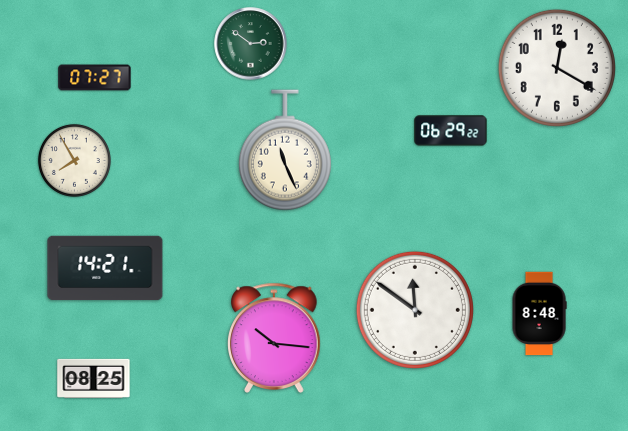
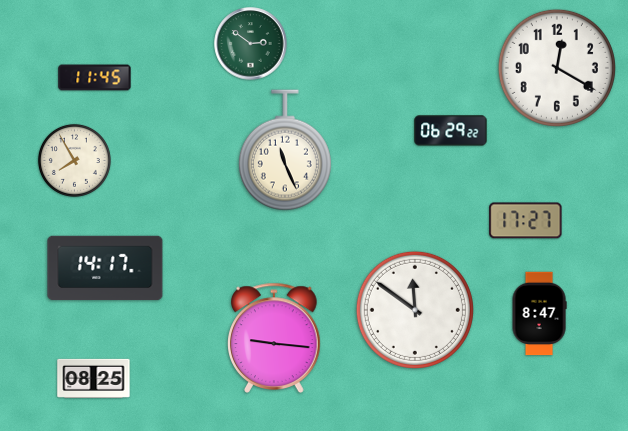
clock at (95, 78): 07:27 -> 11:45
clock at (526, 221): none -> 17:27
clock at (105, 268): 14:21 -> 14:17
clock at (539, 314): 8:48 -> 8:47
clock at (274, 338): 10:16 -> 9:16
